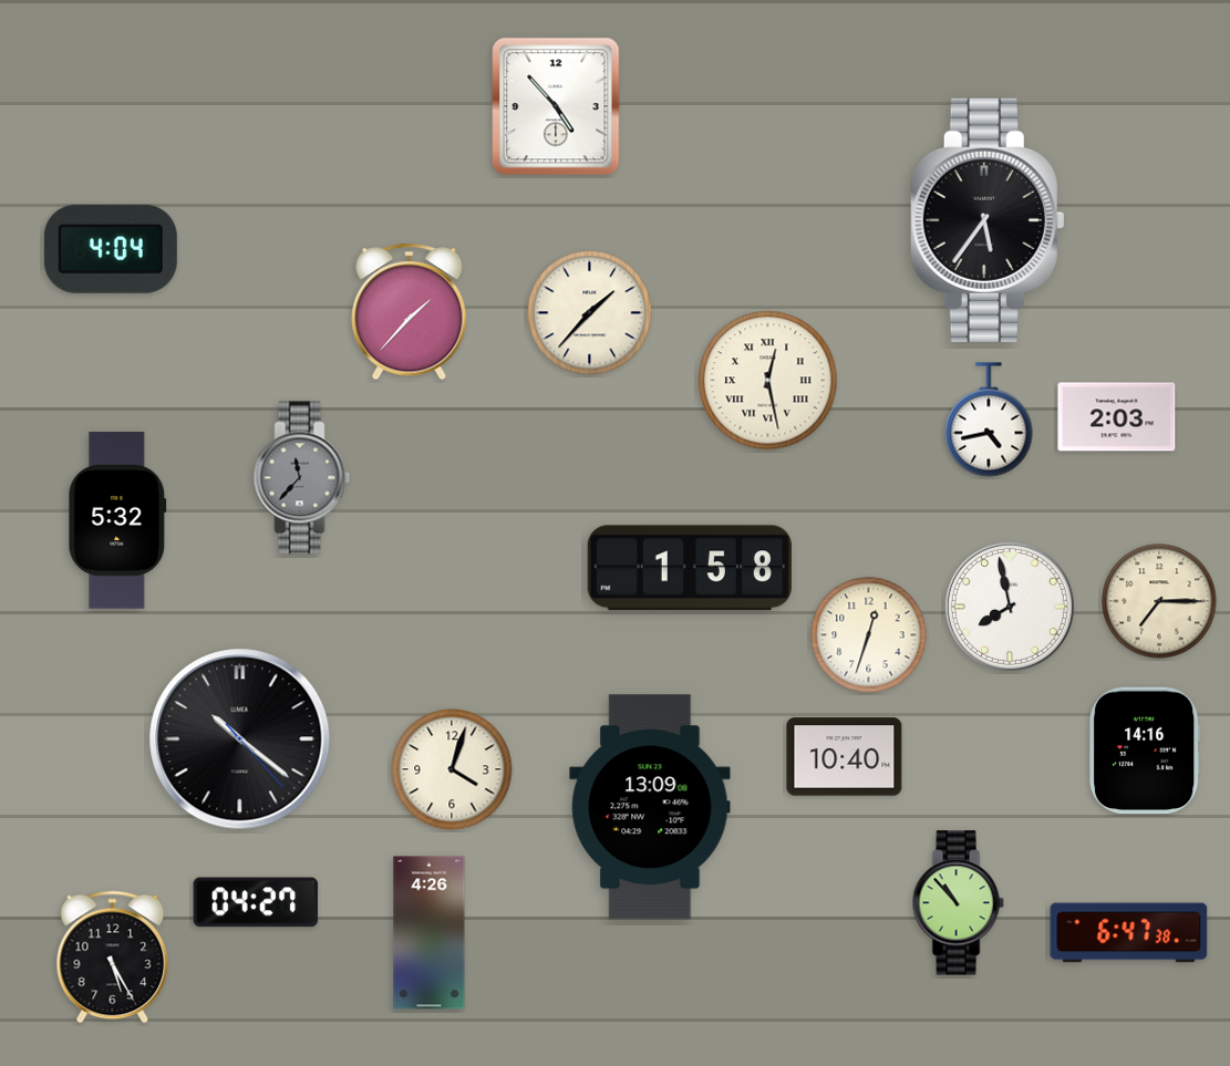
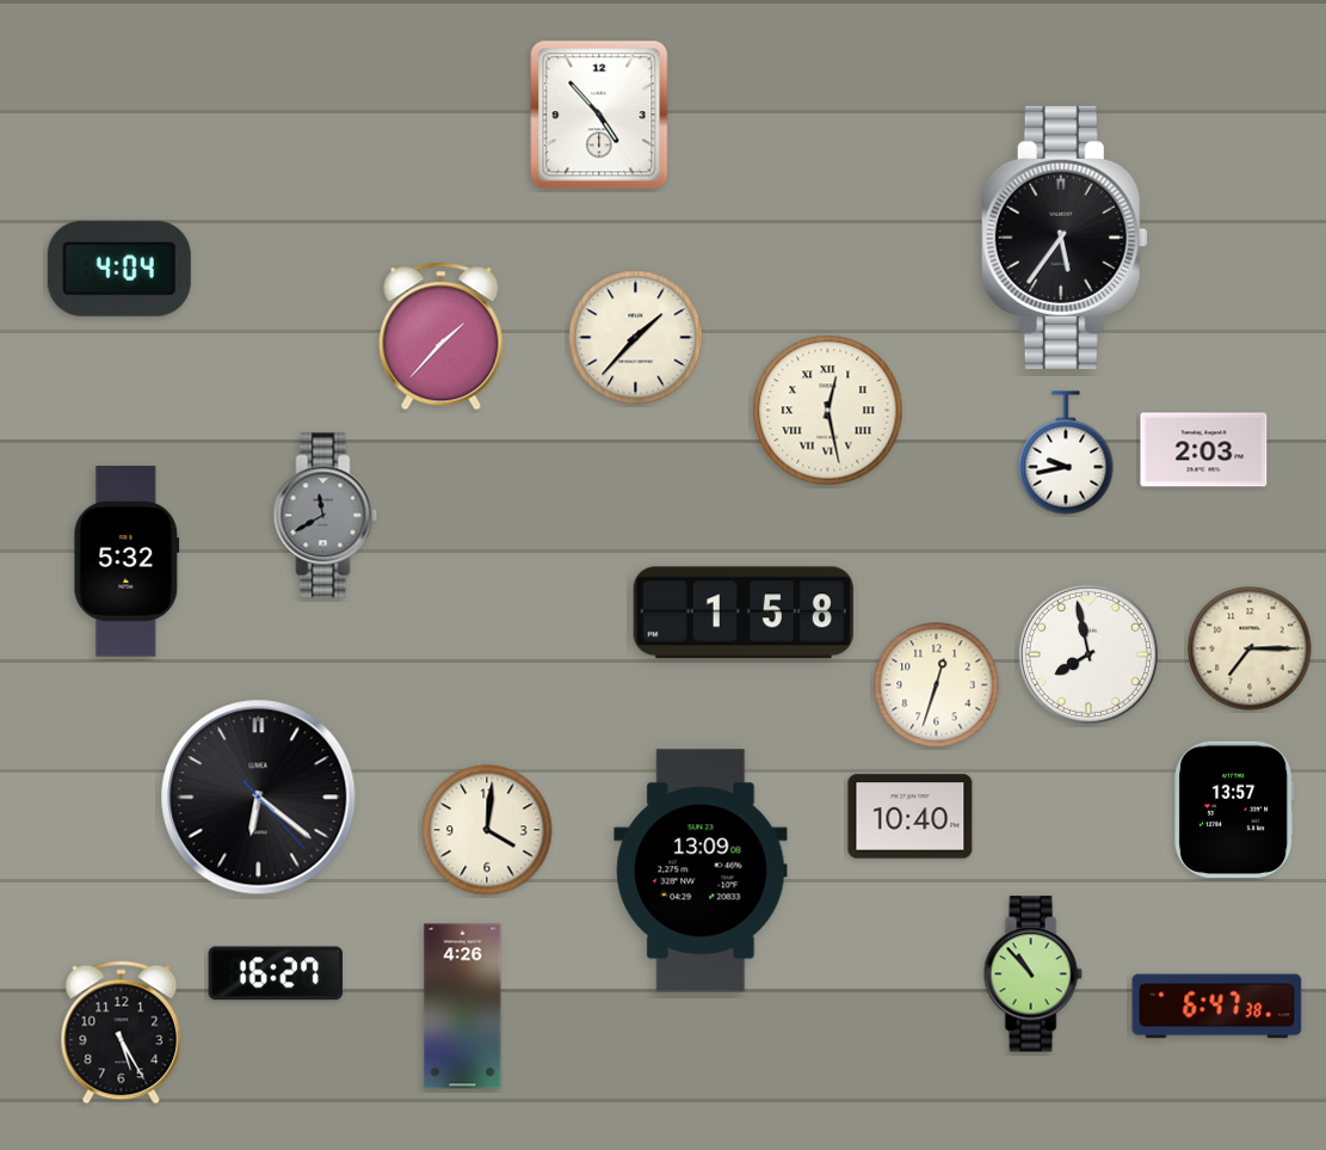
clock at (989, 420): 4:43 -> 9:43
clock at (302, 478): 11:37 -> 11:40
clock at (240, 739): 10:21 -> 6:21
clock at (1145, 749): 14:16 -> 13:57
clock at (452, 769): 4:03 -> 4:01
clock at (256, 902): 04:27 -> 16:27
